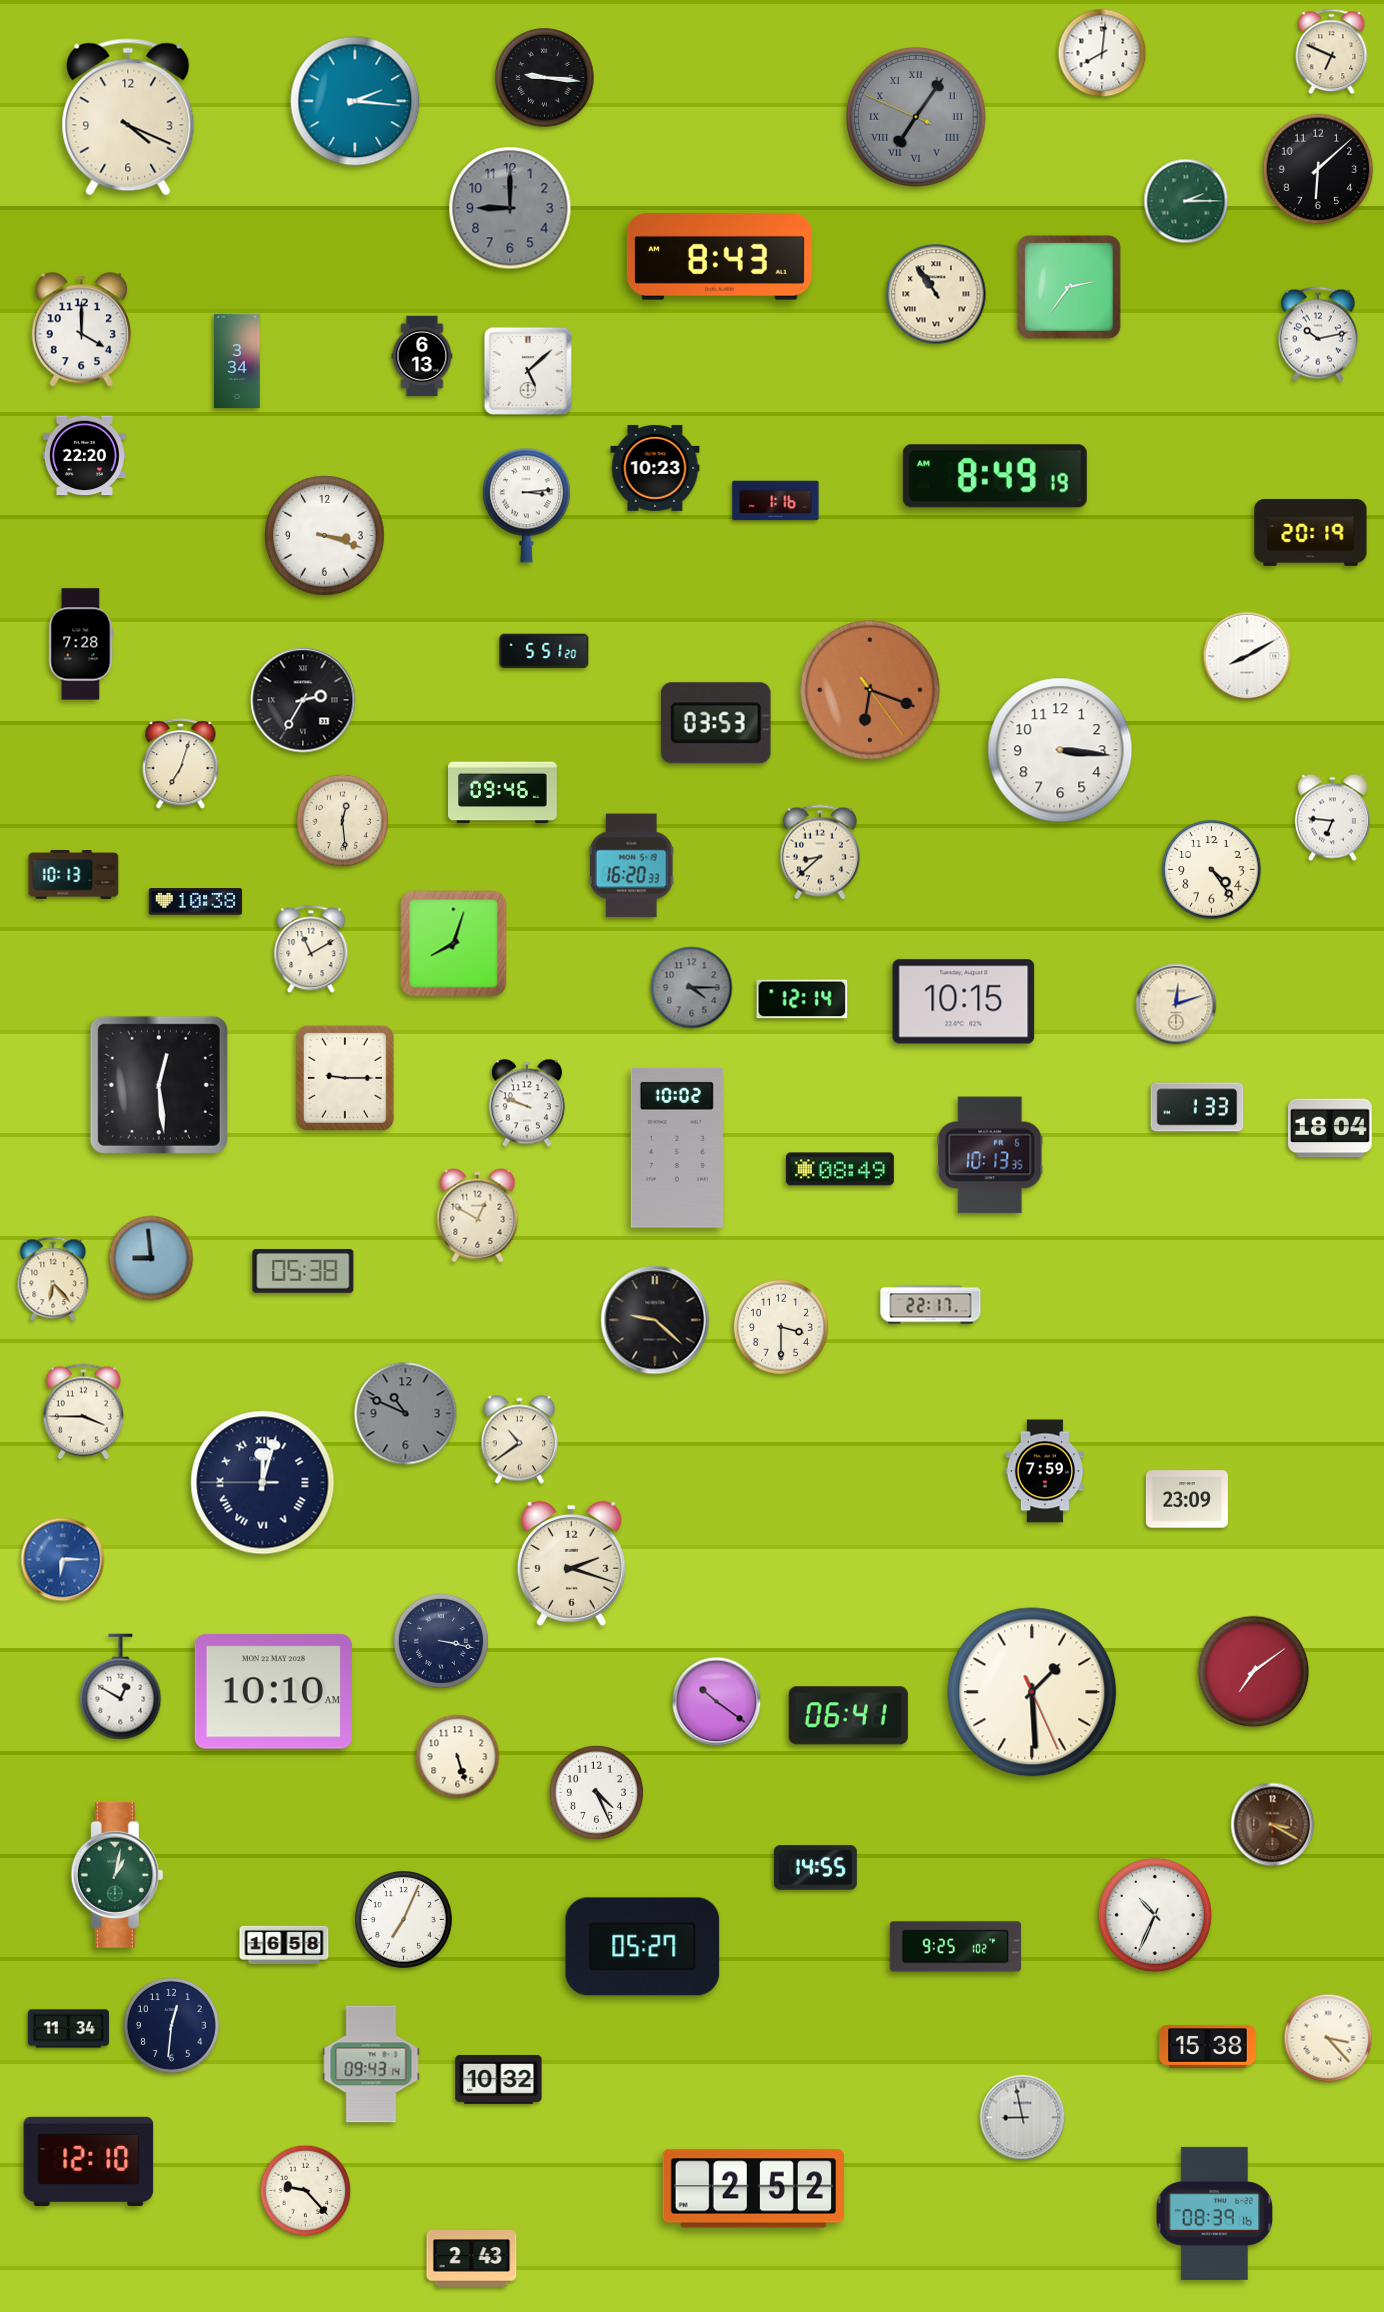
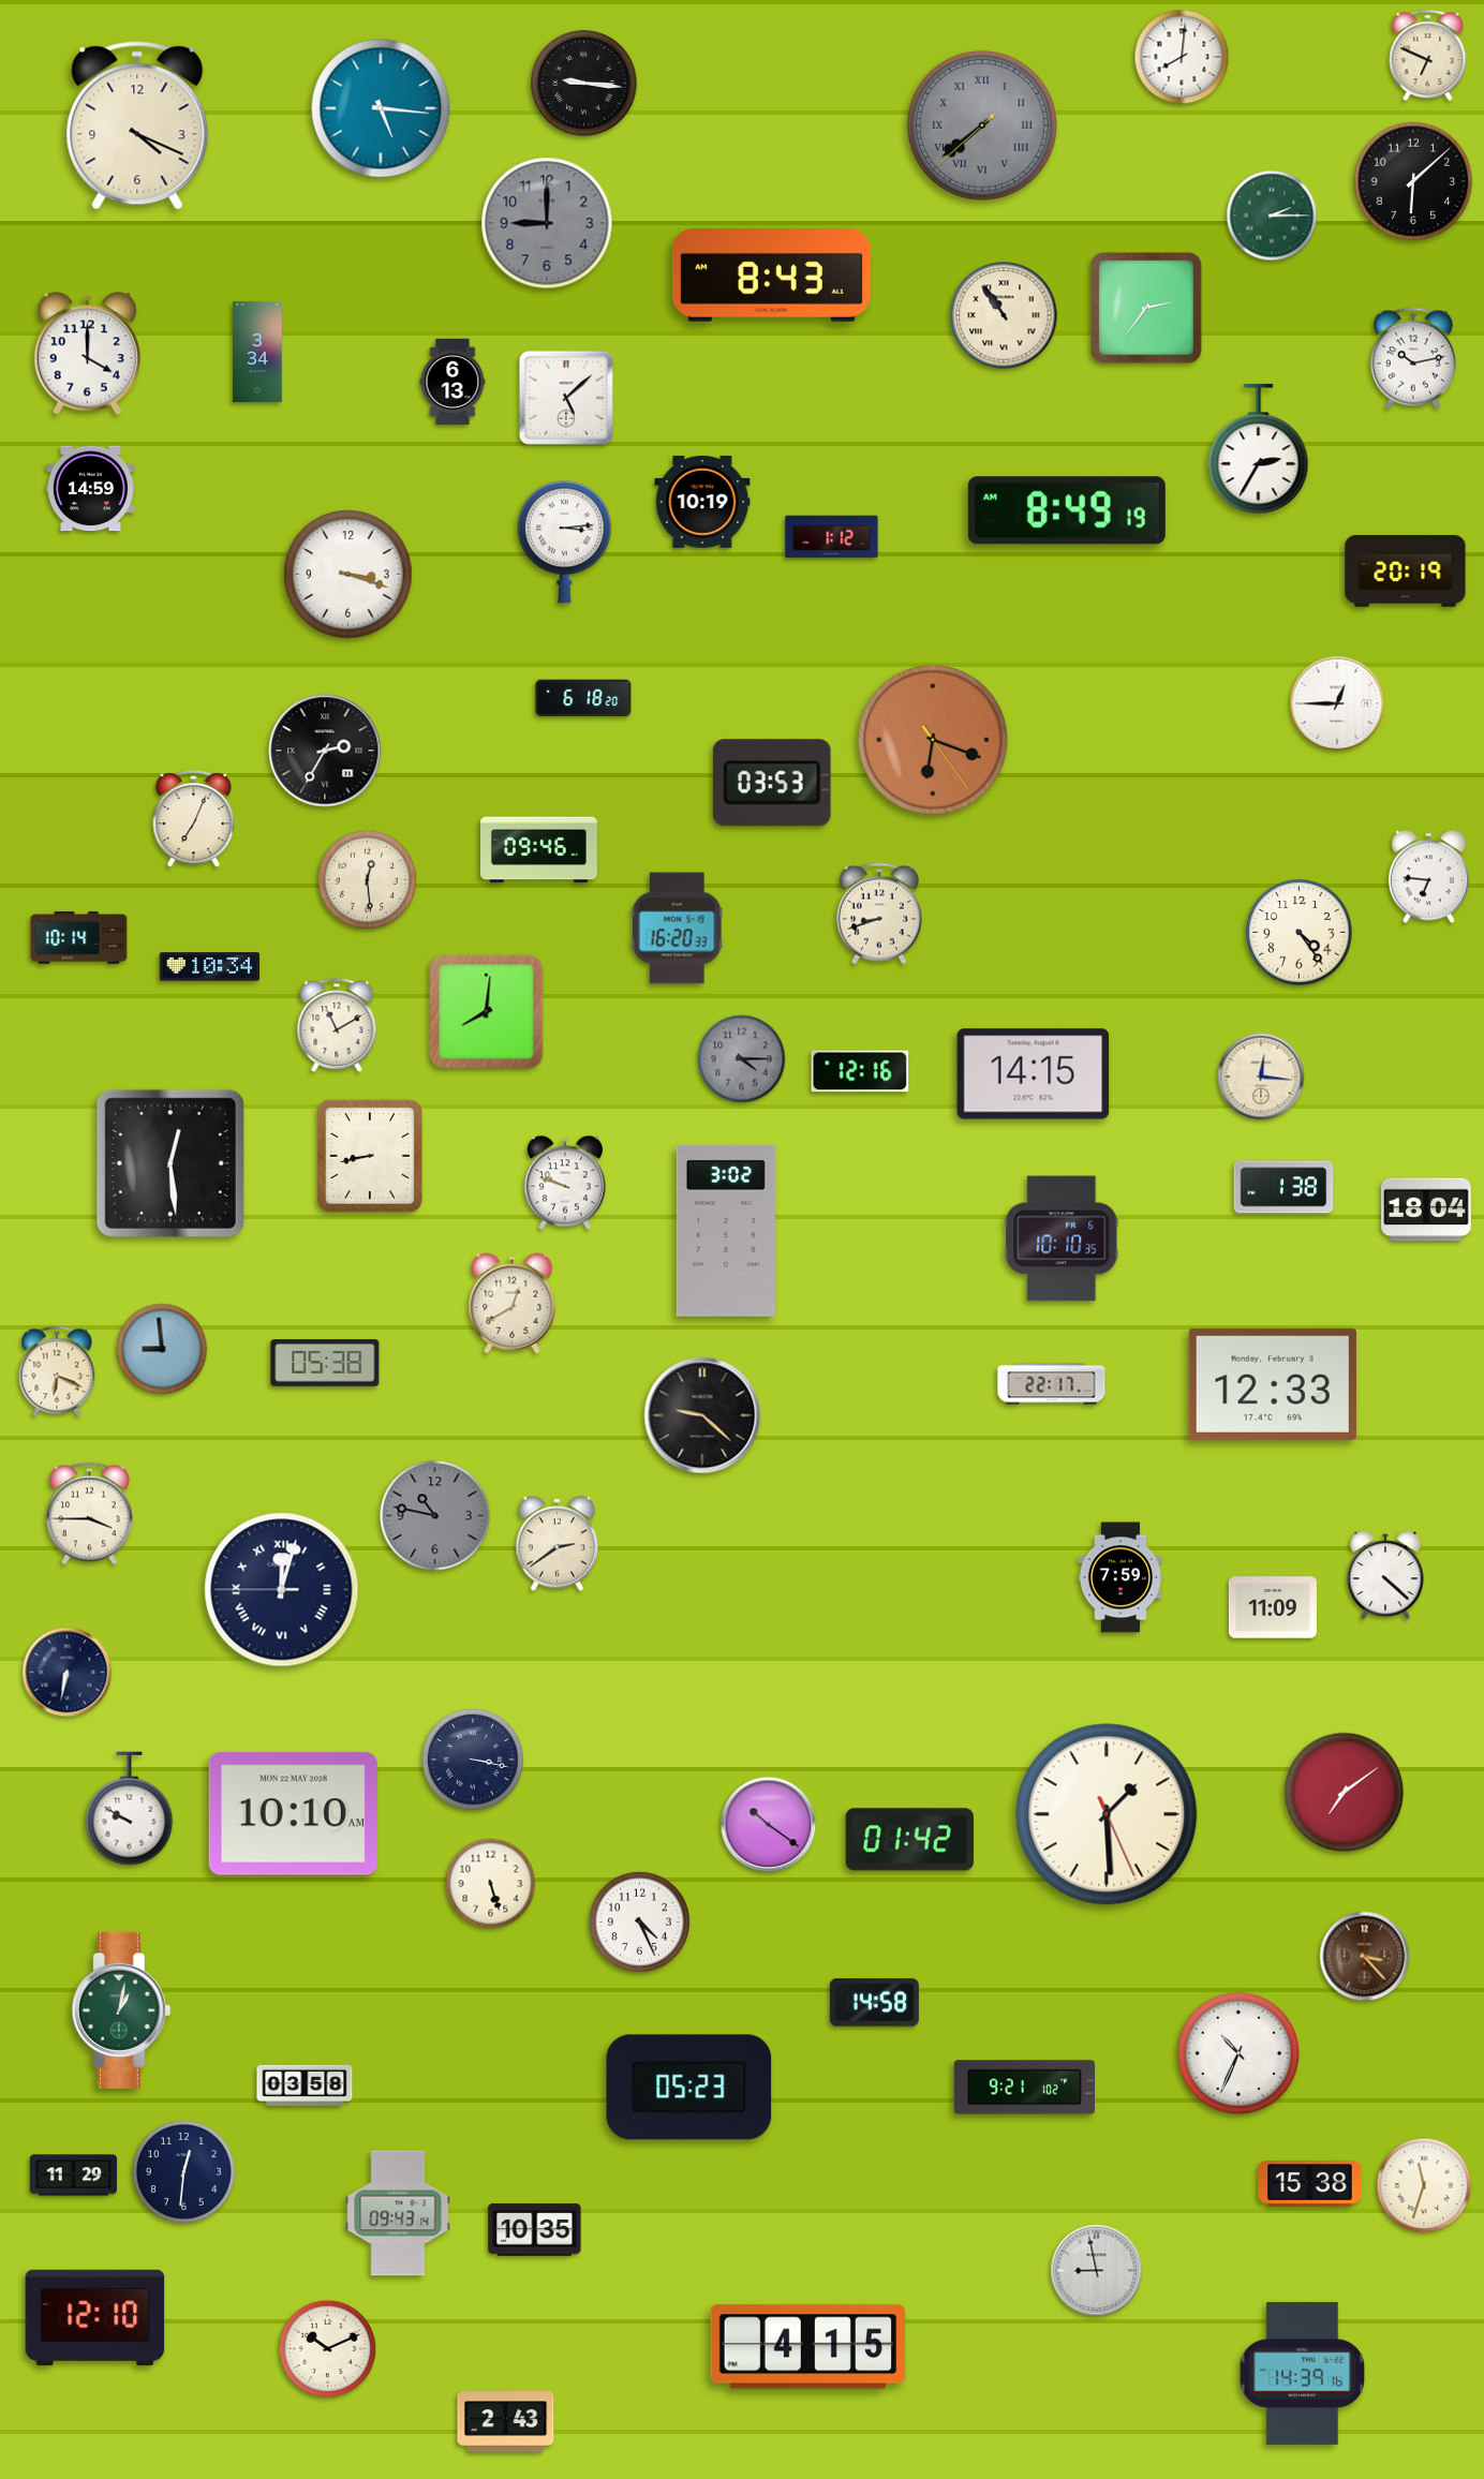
clock at (355, 101): 2:16 -> 5:16
clock at (916, 117): 7:05 -> 7:38
clock at (237, 361) position: (237, 361) -> (257, 352)
clock at (1259, 449): none -> 2:35
clock at (84, 456): 22:20 -> 14:59
clock at (655, 468): 10:23 -> 10:19
clock at (776, 501): 1:16 -> 1:12
clock at (81, 644): 7:28 -> none
clock at (544, 651): 5:51 -> 6:18
clock at (1247, 656): 8:10 -> 12:45
clock at (716, 723) position: (716, 723) -> (772, 783)
clock at (1060, 750): 3:16 -> none
clock at (181, 764): 7:03 -> 7:04
clock at (820, 852): 8:38 -> 8:42
clock at (74, 875): 10:13 -> 10:14
clock at (196, 902): 10:38 -> 10:34
clock at (454, 944): 8:03 -> 8:01
clock at (311, 950) position: (311, 950) -> (337, 1026)
clock at (802, 999): 12:14 -> 12:16
clock at (964, 1002): 10:15 -> 14:15
clock at (1176, 1004): 12:12 -> 12:16
clock at (345, 1078): 9:15 -> 8:43
clock at (1197, 1107): 1:33 -> 1:38
clock at (677, 1148): 10:02 -> 3:02
clock at (990, 1155): 10:13 -> 10:10
clock at (840, 1169): 08:49 -> none
clock at (478, 1216): 12:50 -> 12:40
clock at (53, 1279): 6:23 -> 6:19
clock at (1273, 1384): none -> 12:33
clock at (931, 1305) position: (931, 1305) -> (1052, 1384)
clock at (781, 1327): 3:30 -> none
clock at (406, 1414): 10:49 -> 10:47
clock at (519, 1440): 10:39 -> 2:39
clock at (1385, 1576): none -> 4:22
clock at (1187, 1499): 23:09 -> 11:09
clock at (63, 1560): 6:15 -> 6:32
clock at (63, 1560) dial: blue -> navy
clock at (571, 1563): 2:18 -> none
clock at (121, 1687): 12:50 -> 9:50
clock at (848, 1716): 06:41 -> 01:42
clock at (1273, 1825): 3:20 -> 3:23
clock at (815, 1868): 14:55 -> 14:58
clock at (117, 1875) position: (117, 1875) -> (121, 2010)
clock at (404, 1920): 7:04 -> none
clock at (284, 1945): 16:58 -> 03:58
clock at (643, 1947): 05:27 -> 05:23
clock at (955, 1947): 9:25 -> 9:21
clock at (68, 2029): 11:34 -> 11:29
clock at (1328, 2038): 3:23 -> 11:33
clock at (1208, 2047) position: (1208, 2047) -> (1310, 2184)
clock at (499, 2079): 10:32 -> 10:35
clock at (753, 2189): 2:52 -> 4:15
clock at (306, 2191): 9:23 -> 10:11
clock at (1215, 2213): 08:39 -> 14:39
